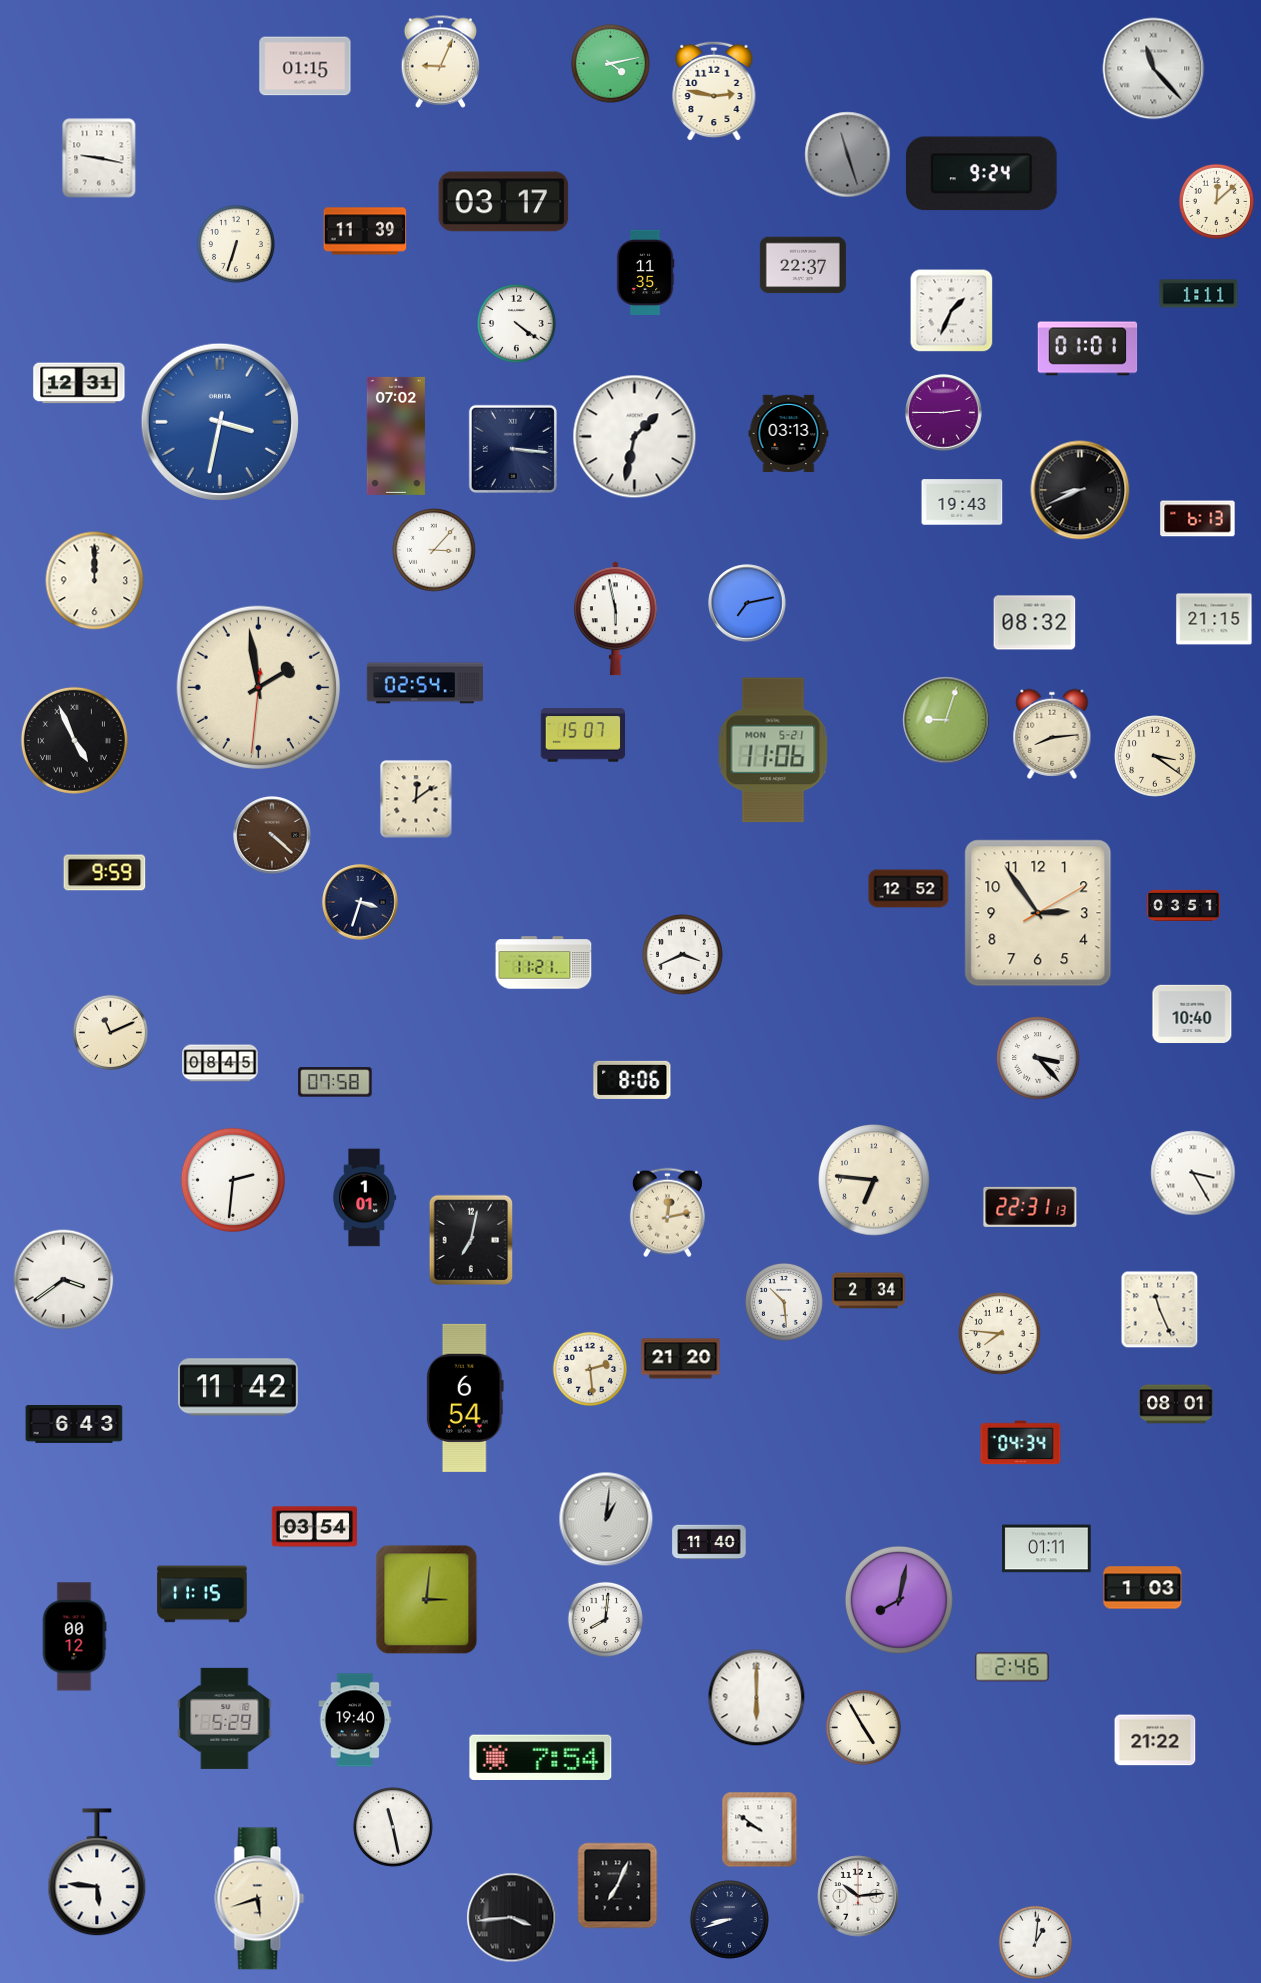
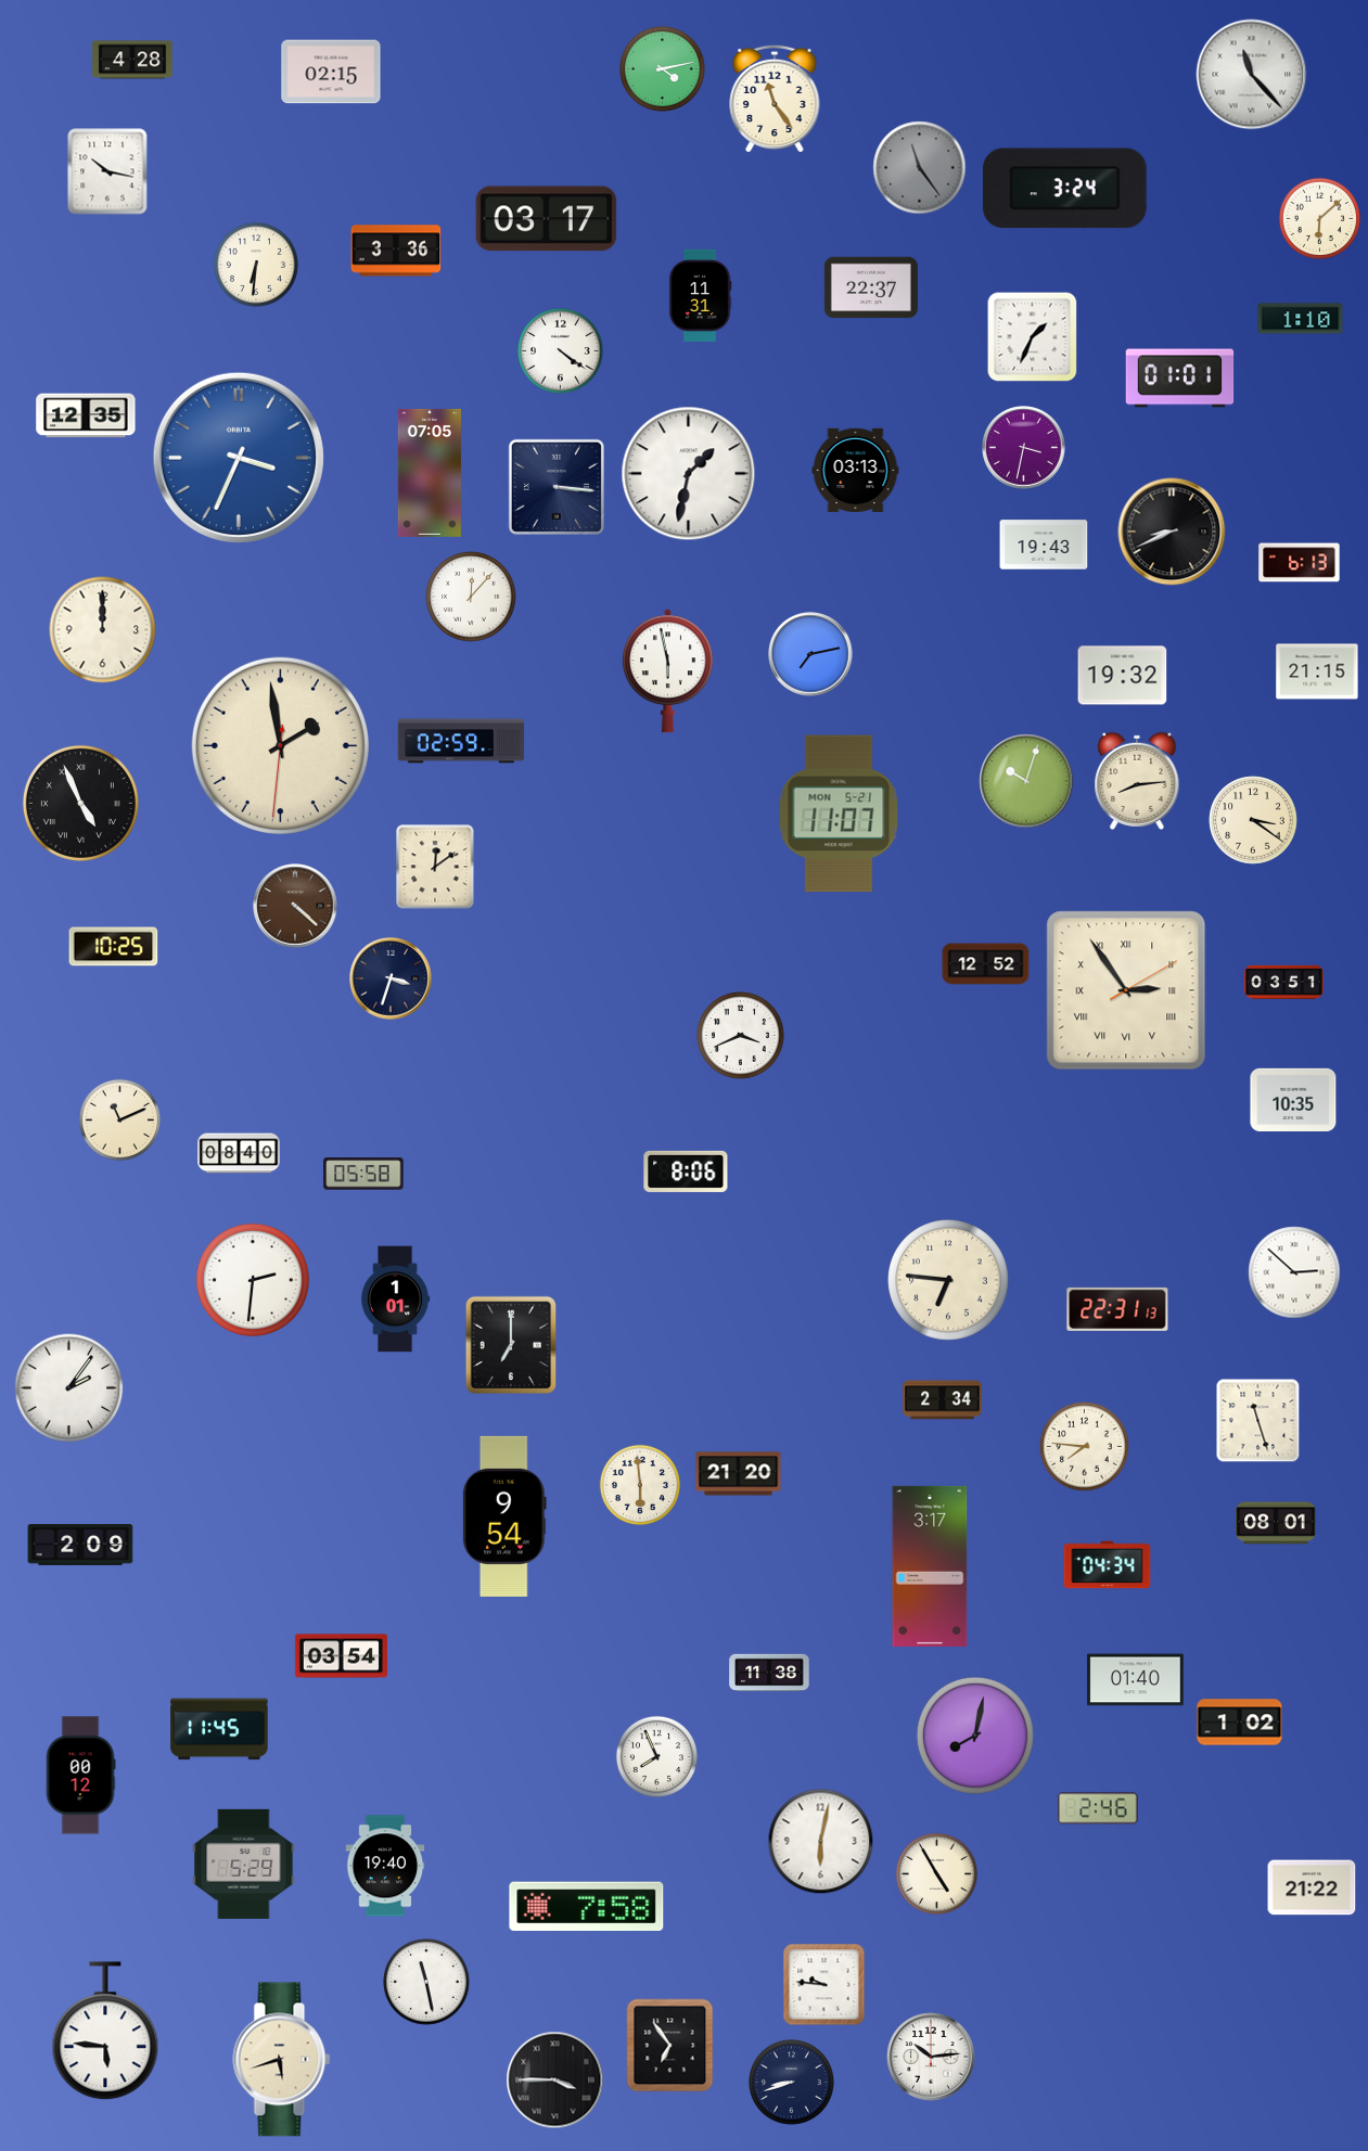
clock at (132, 60): none -> 4:28
clock at (441, 61): 9:04 -> none
clock at (305, 66): 01:15 -> 02:15
clock at (714, 91): 2:47 -> 11:24
clock at (848, 155): 11:27 -> 11:24
clock at (99, 158): 9:17 -> 10:17
clock at (981, 174): 9:24 -> 3:24
clock at (1216, 201): 12:08 -> 6:08
clock at (365, 231): 11:39 -> 3:36
clock at (236, 244): 6:33 -> 6:31
clock at (645, 272): 11:35 -> 11:31
clock at (1199, 294): 1:11 -> 1:10
clock at (79, 383): 12:31 -> 12:35
clock at (944, 413): 2:45 -> 3:32
clock at (220, 422): 3:32 -> 3:34
clock at (396, 436): 07:02 -> 07:05
clock at (434, 550): 3:07 -> 12:07
clock at (1035, 623): 08:32 -> 19:32
clock at (424, 683): 02:54 -> 02:59
clock at (946, 720): 9:03 -> 10:03
clock at (1052, 734) position: (1052, 734) -> (1137, 781)
clock at (583, 735): 15:07 -> none
clock at (773, 750): 11:06 -> 11:07
clock at (416, 799) position: (416, 799) -> (435, 867)
clock at (105, 873): 9:59 -> 10:25
clock at (1038, 913) numerals: Arabic -> Roman
clock at (544, 963): 11:21 -> none
clock at (1192, 1014): 10:40 -> 10:35
clock at (1038, 1058): 3:23 -> none
clock at (220, 1063): 08:45 -> 08:40
clock at (335, 1082): 07:58 -> 05:58
clock at (1193, 1173): 3:25 -> 2:52
clock at (667, 1213): 12:13 -> none
clock at (471, 1240): 7:02 -> 7:00
clock at (64, 1280): 3:39 -> 2:06
clock at (784, 1302): 10:29 -> none
clock at (1160, 1310): 11:26 -> 11:27
clock at (589, 1368): 2:29 -> 5:59
clock at (238, 1387): 11:42 -> none
clock at (466, 1398): 6:54 -> 9:54
clock at (74, 1425): 6:43 -> 2:09
clock at (930, 1566): none -> 3:17
clock at (606, 1519): 1:01 -> none
clock at (709, 1542): 11:40 -> 11:38
clock at (1047, 1549): 01:11 -> 01:40
clock at (1143, 1588): 1:03 -> 1:02
clock at (202, 1594): 11:15 -> 11:45
clock at (427, 1600): 3:01 -> none
clock at (605, 1619): 8:01 -> 7:56
clock at (757, 1698): 6:00 -> 6:02
clock at (1155, 1740) position: (1155, 1740) -> (1312, 1887)
clock at (541, 1757): 7:54 -> 7:58
clock at (760, 1830): 9:51 -> 9:46
clock at (618, 1886): 7:04 -> 6:54
clock at (512, 1918): 3:44 -> 3:45
clock at (1036, 1943): 1:01 -> none
